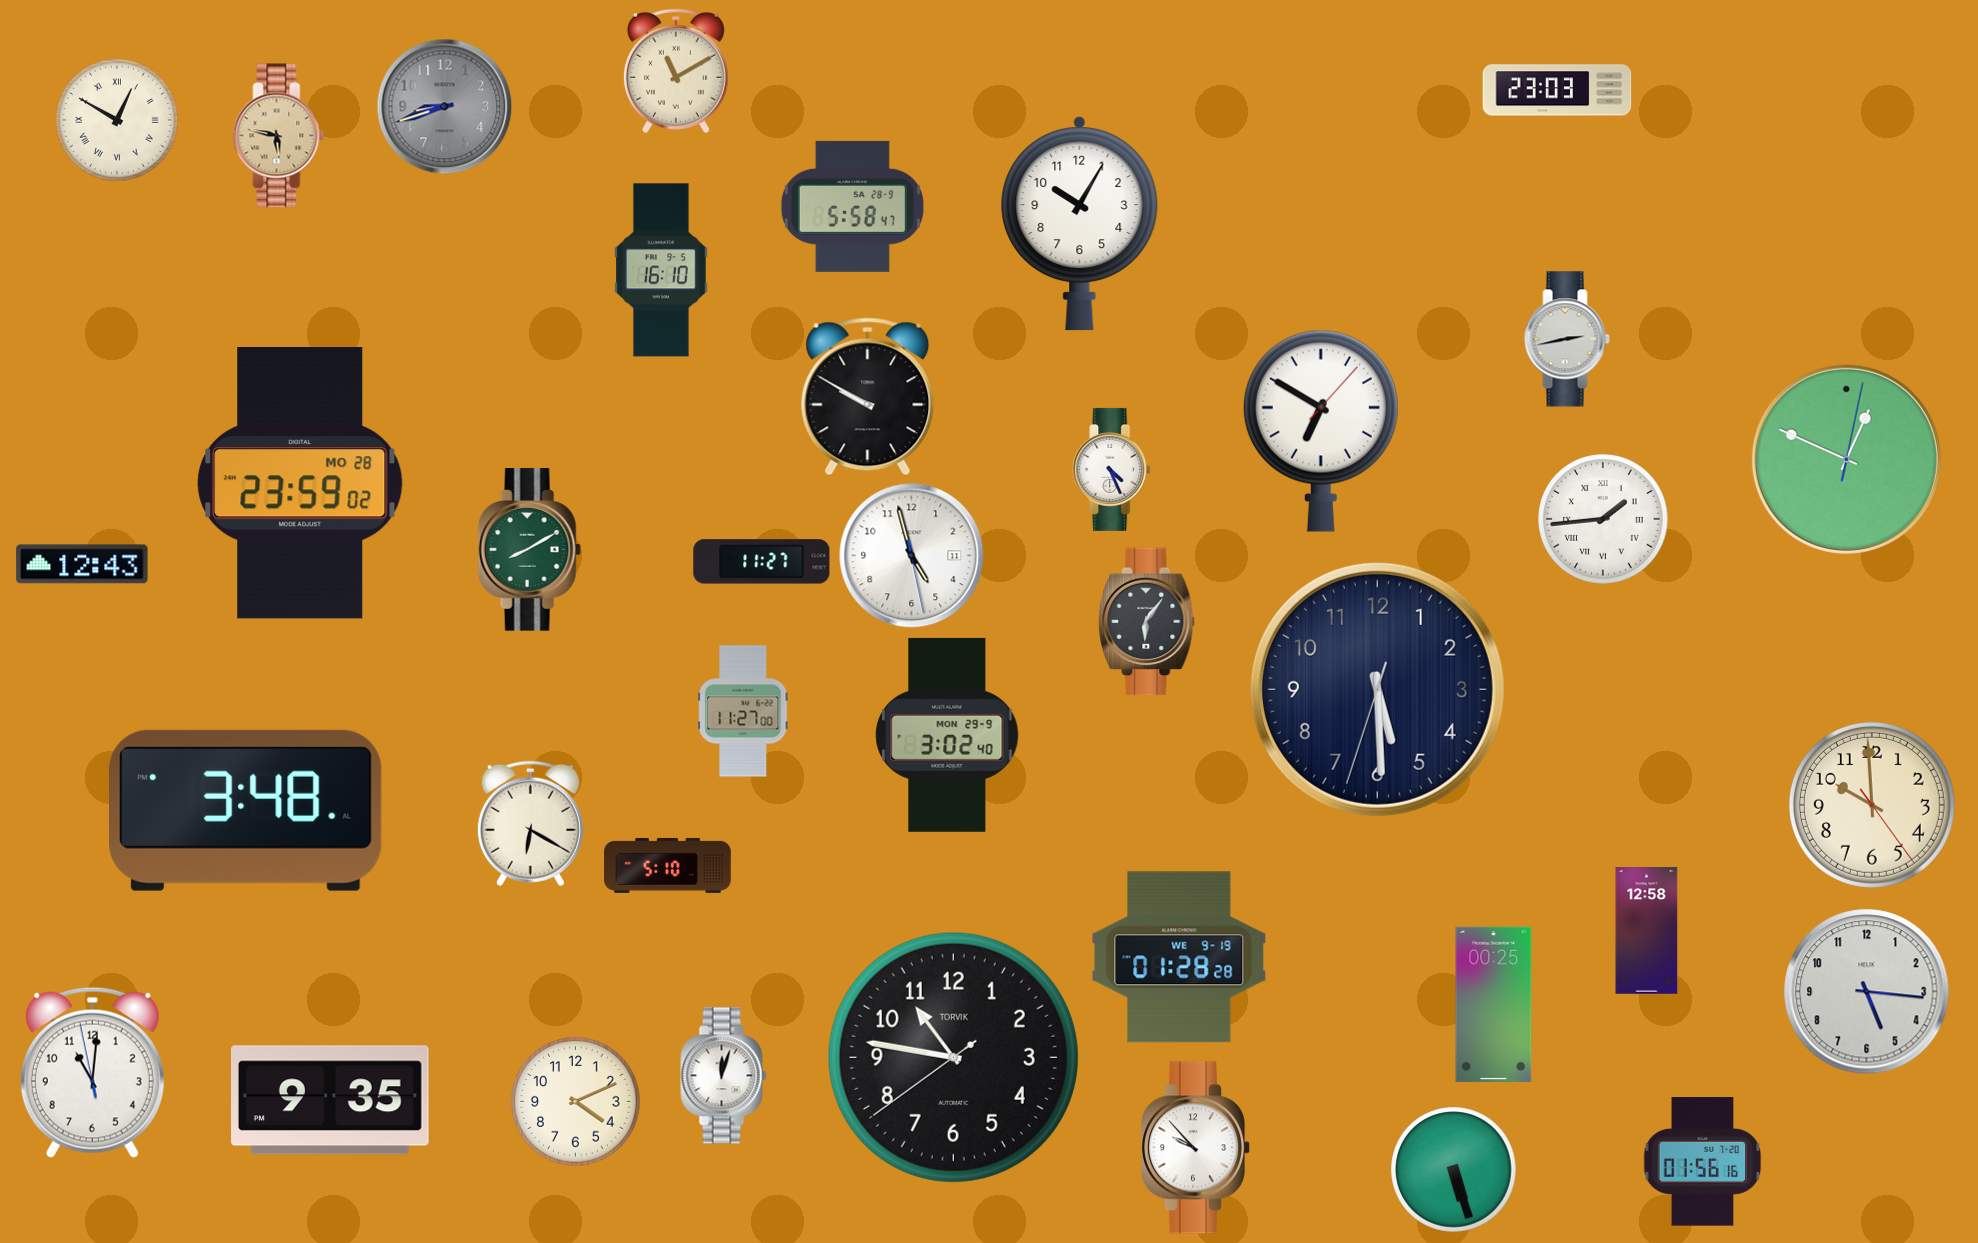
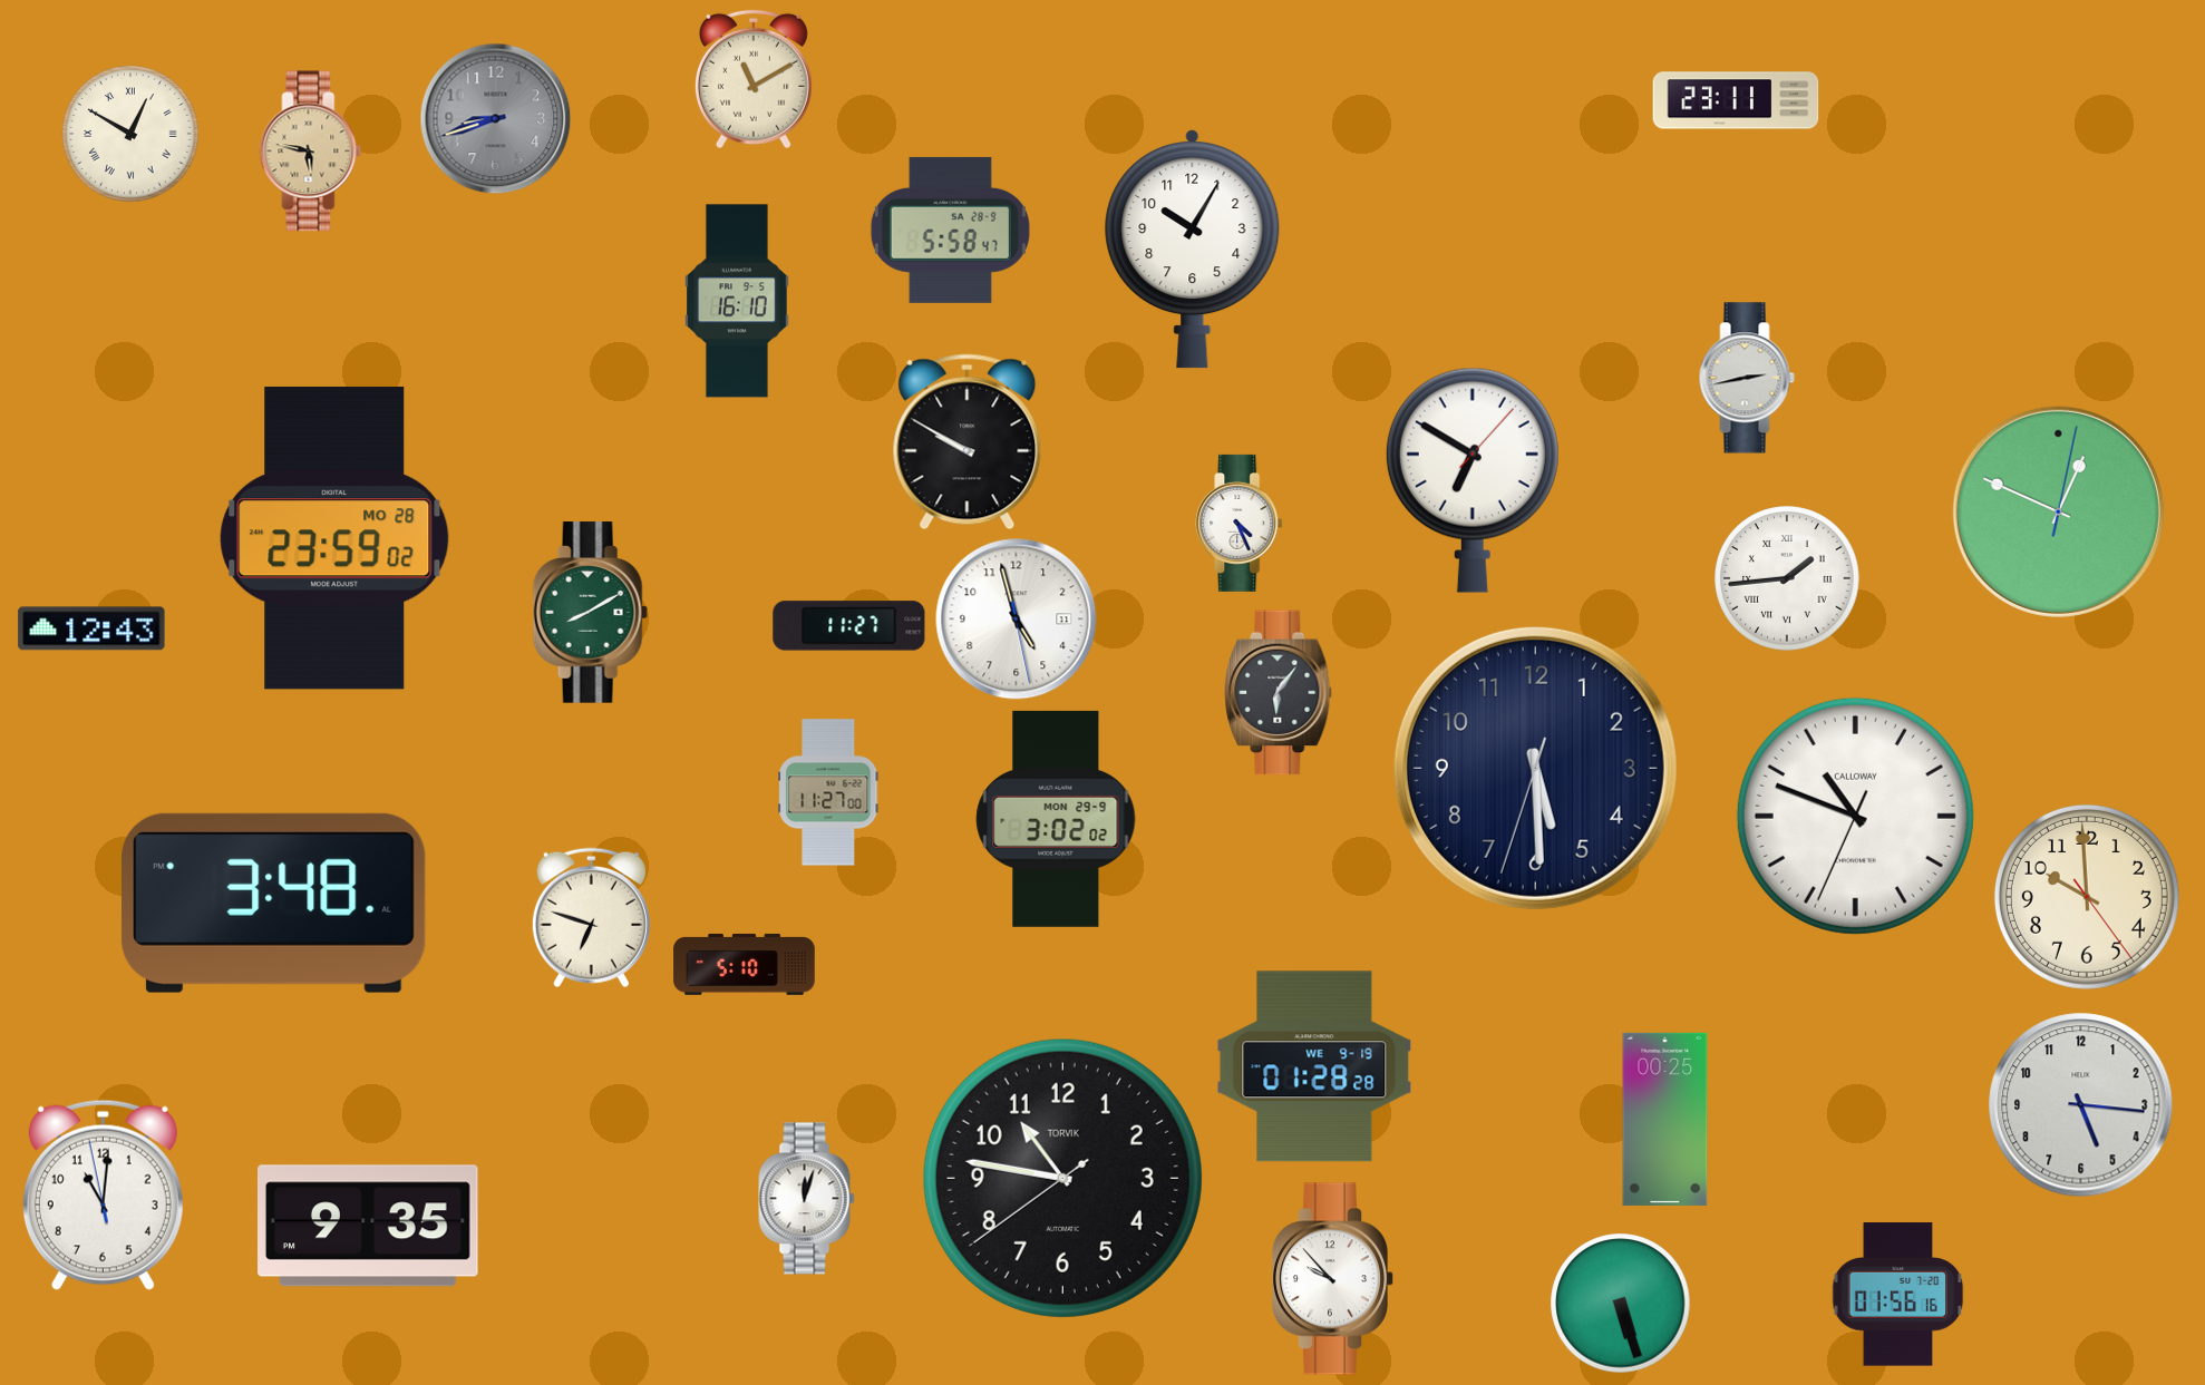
clock at (1557, 90): 23:03 -> 23:11
clock at (1080, 223) position: (1080, 223) -> (1193, 248)
clock at (1855, 816): none -> 10:48
clock at (947, 735): 3:02:40 -> 3:02:02
clock at (530, 824): 6:20 -> 6:48
clock at (1647, 931): 12:58 -> none
clock at (576, 1102): 4:11 -> none
